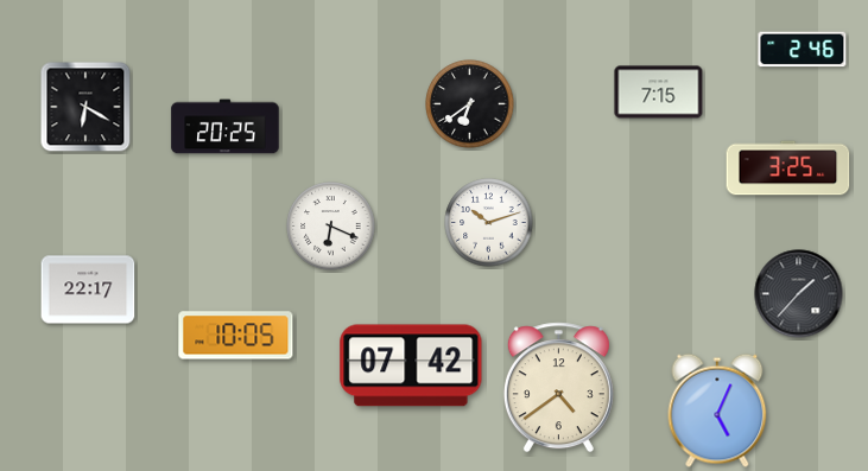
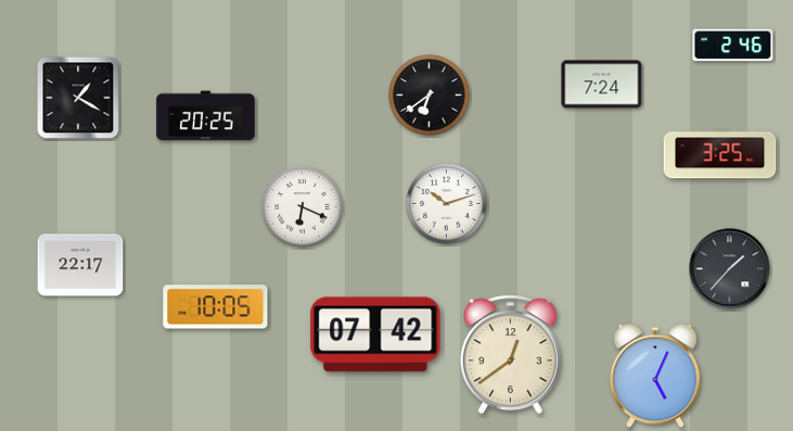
clock at (659, 93): 7:15 -> 7:24
clock at (85, 107): 6:20 -> 1:20
clock at (558, 388): 4:39 -> 12:39
